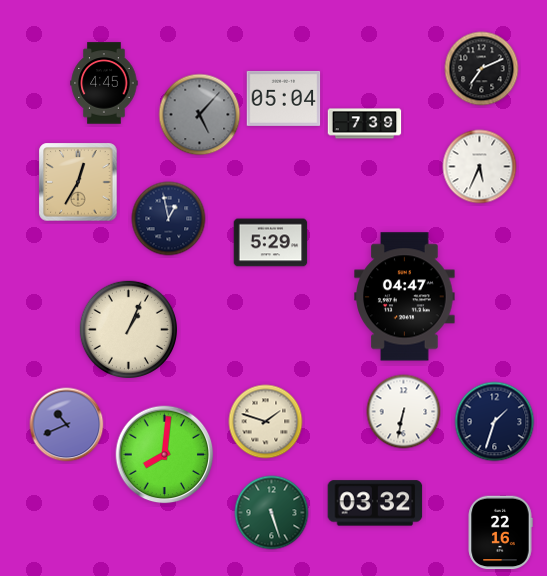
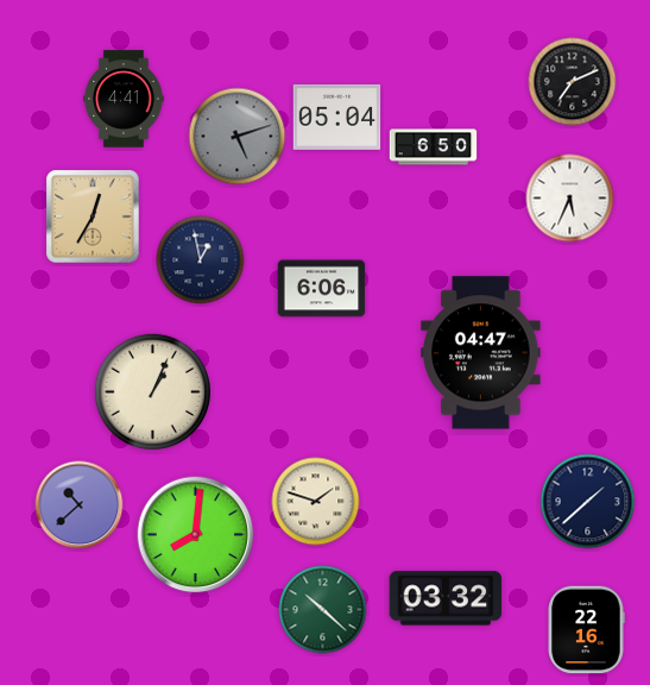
clock at (104, 83): 4:45 -> 4:41
clock at (200, 115): 5:07 -> 5:12
clock at (365, 124): 7:39 -> 6:50
clock at (271, 243): 5:29 -> 6:06
clock at (404, 412): 6:32 -> none
clock at (495, 422): 1:33 -> 1:38
clock at (67, 425): 10:41 -> 10:38
clock at (165, 455) position: (165, 455) -> (196, 535)
clock at (272, 513): 5:27 -> 10:22
clock at (500, 533) position: (500, 533) -> (586, 630)
